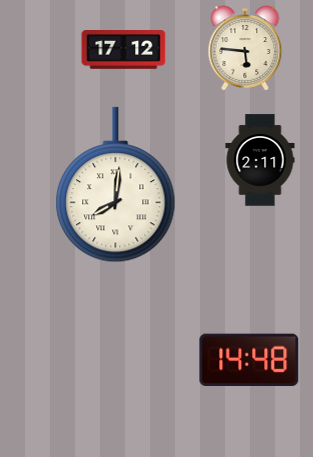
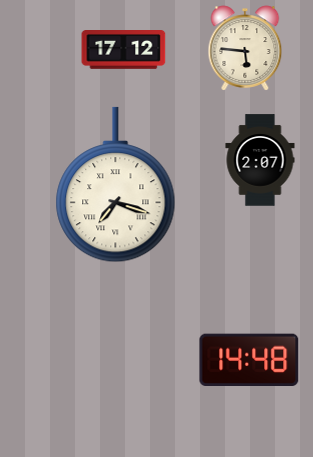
clock at (260, 160): 2:11 -> 2:07
clock at (116, 185): 8:01 -> 7:18
